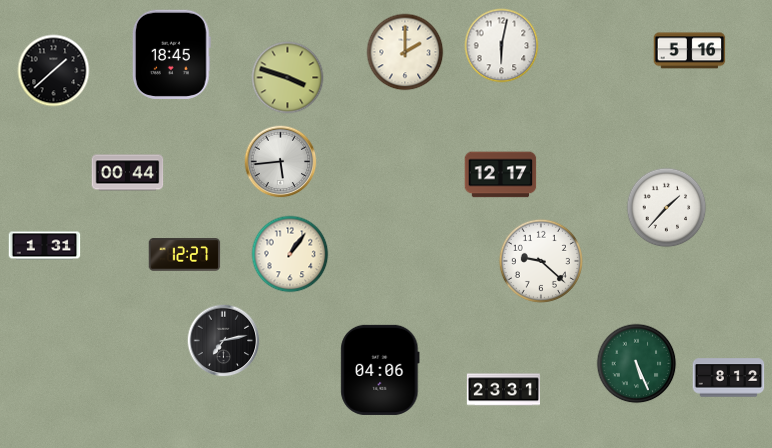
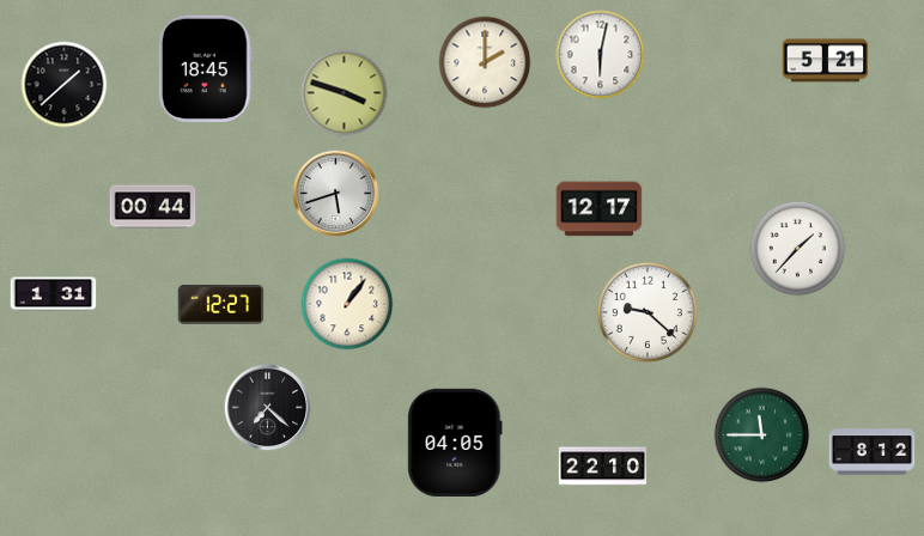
clock at (690, 51): 5:16 -> 5:21
clock at (171, 54) position: (171, 54) -> (205, 68)
clock at (281, 162): 5:44 -> 5:42
clock at (224, 341): 7:13 -> 7:22
clock at (637, 364): 5:26 -> 11:45
clock at (380, 370): 04:06 -> 04:05
clock at (503, 390): 23:31 -> 22:10
